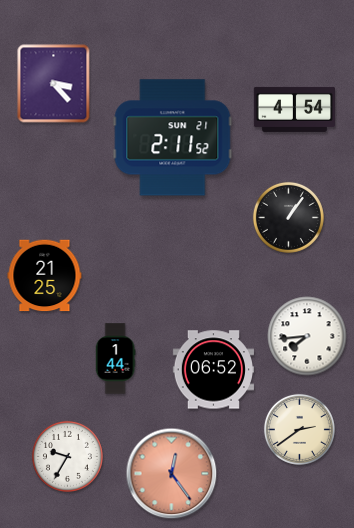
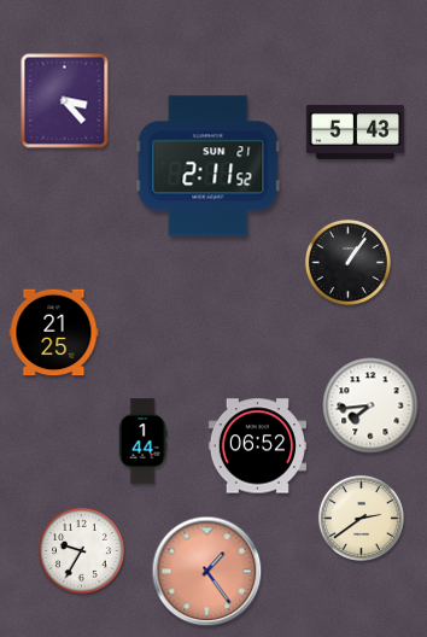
clock at (294, 109): 4:54 -> 5:43
clock at (115, 359) position: (115, 359) -> (142, 442)
clock at (172, 474): 12:24 -> 1:24
